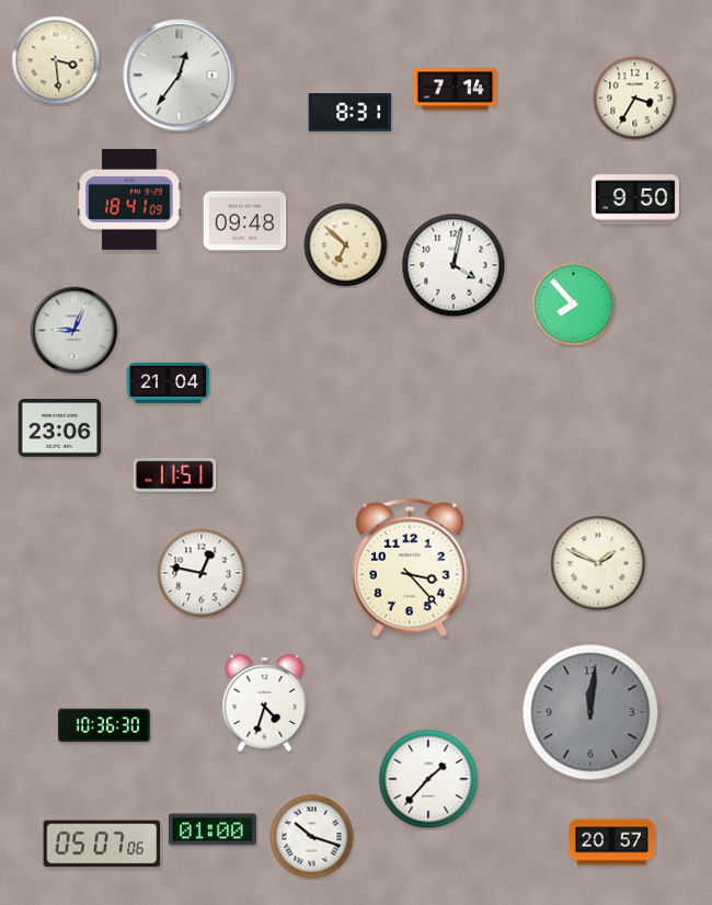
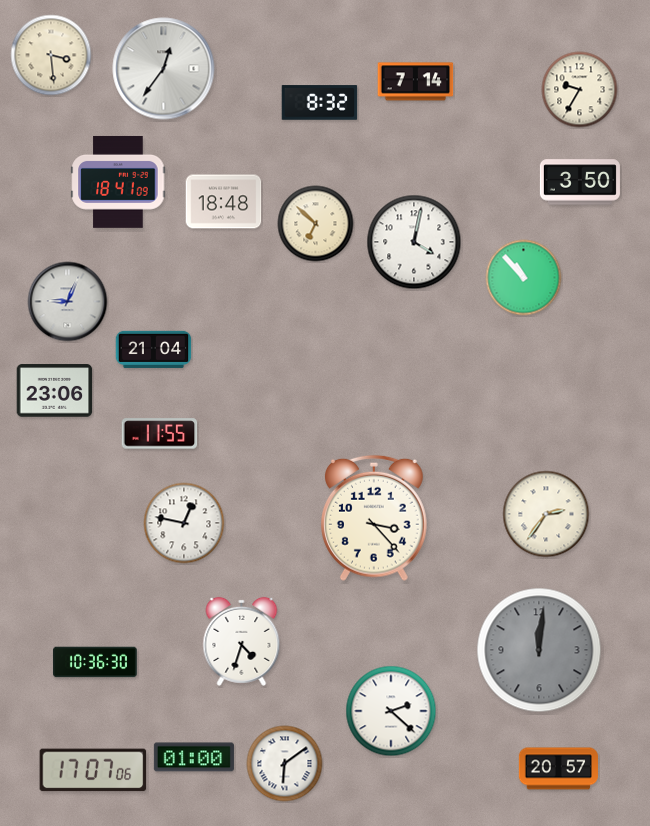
clock at (635, 99): 3:35 -> 9:35
clock at (351, 113): 8:31 -> 8:32
clock at (635, 199): 9:50 -> 3:50
clock at (245, 221): 09:48 -> 18:48
clock at (574, 305): 7:53 -> 10:53
clock at (175, 476): 11:51 -> 11:55
clock at (598, 563): 1:49 -> 2:36
clock at (428, 779): 1:37 -> 2:22
clock at (312, 837): 10:18 -> 6:09
clock at (102, 844): 05:07 -> 17:07
